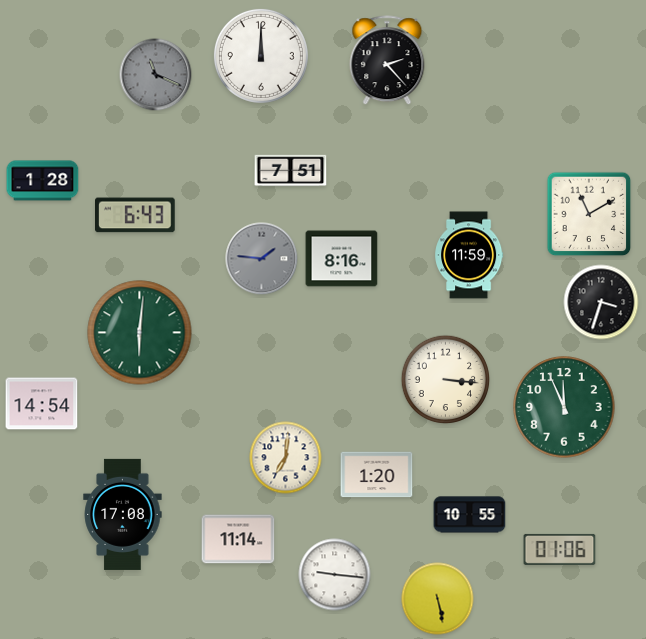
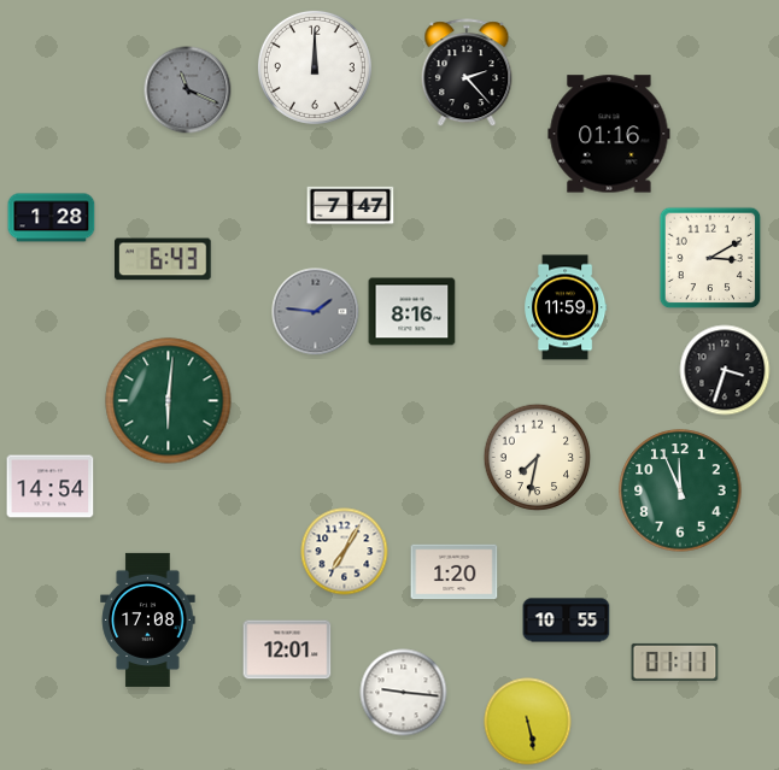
clock at (609, 134): none -> 01:16
clock at (291, 171): 7:51 -> 7:47
clock at (589, 214): 11:10 -> 3:10
clock at (601, 302) position: (601, 302) -> (725, 370)
clock at (446, 380): 3:16 -> 7:32
clock at (286, 458): 7:01 -> 7:05
clock at (238, 539): 11:14 -> 12:01
clock at (560, 549): 01:06 -> 01:11
